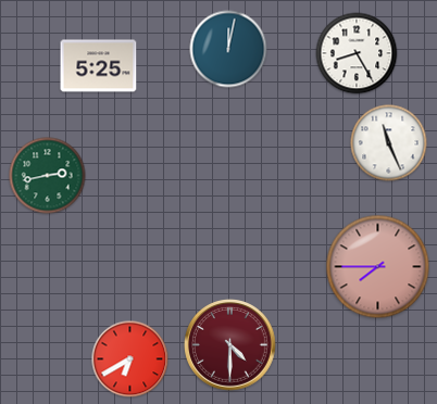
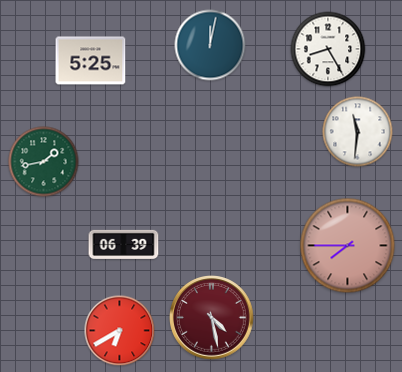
clock at (389, 143): 11:26 -> 11:31
clock at (48, 176): 2:43 -> 1:43
clock at (124, 244): none -> 06:39
clock at (230, 345): 4:30 -> 4:28
